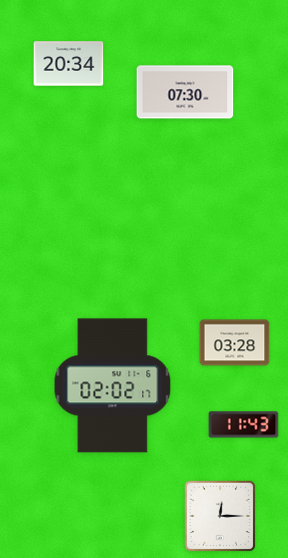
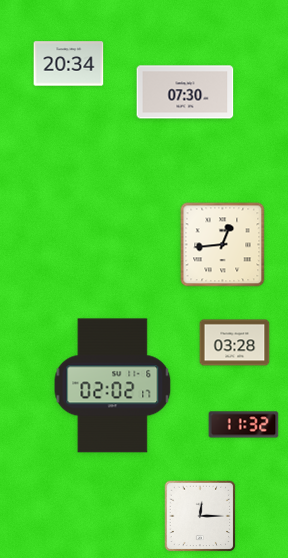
clock at (223, 245): none -> 12:44
clock at (244, 425): 11:43 -> 11:32
clock at (220, 516) position: (220, 516) -> (200, 516)
